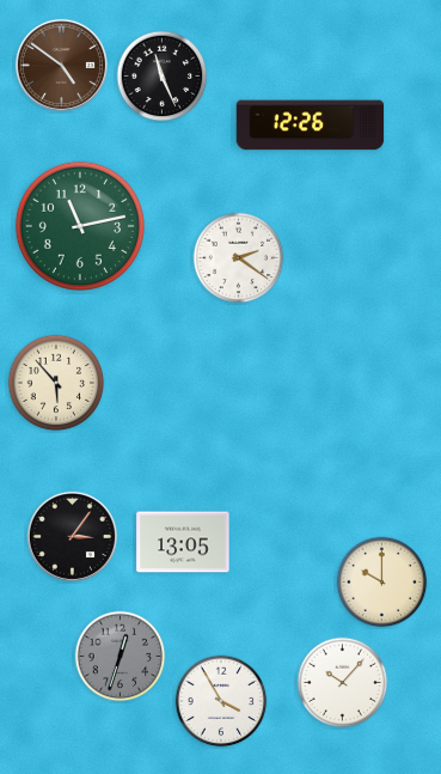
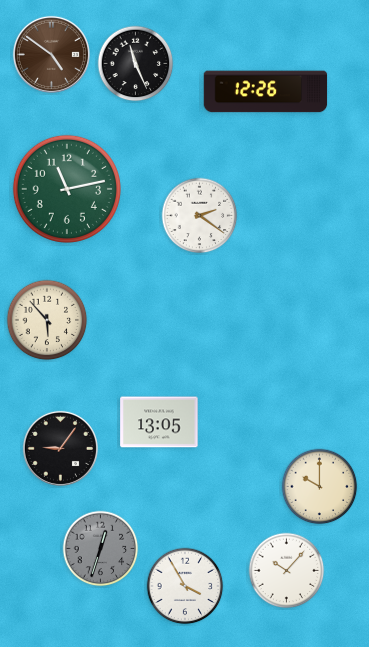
clock at (311, 126) position: (311, 126) -> (266, 92)
clock at (72, 536): 3:06 -> 9:06
clock at (183, 542) position: (183, 542) -> (159, 422)
